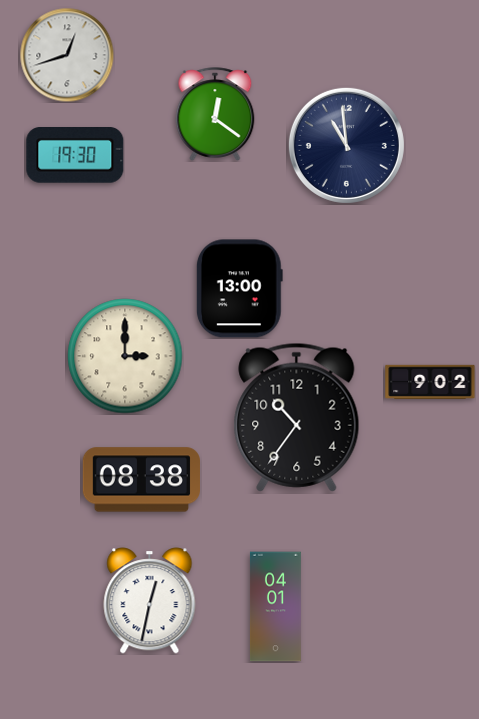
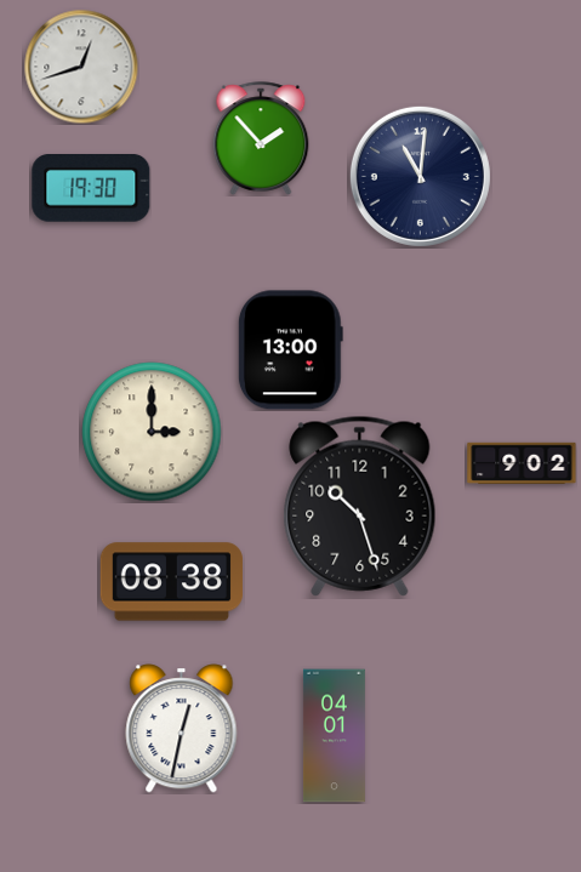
clock at (215, 114): 12:21 -> 1:53
clock at (346, 145): 10:59 -> 11:01
clock at (297, 417): 10:36 -> 10:27
